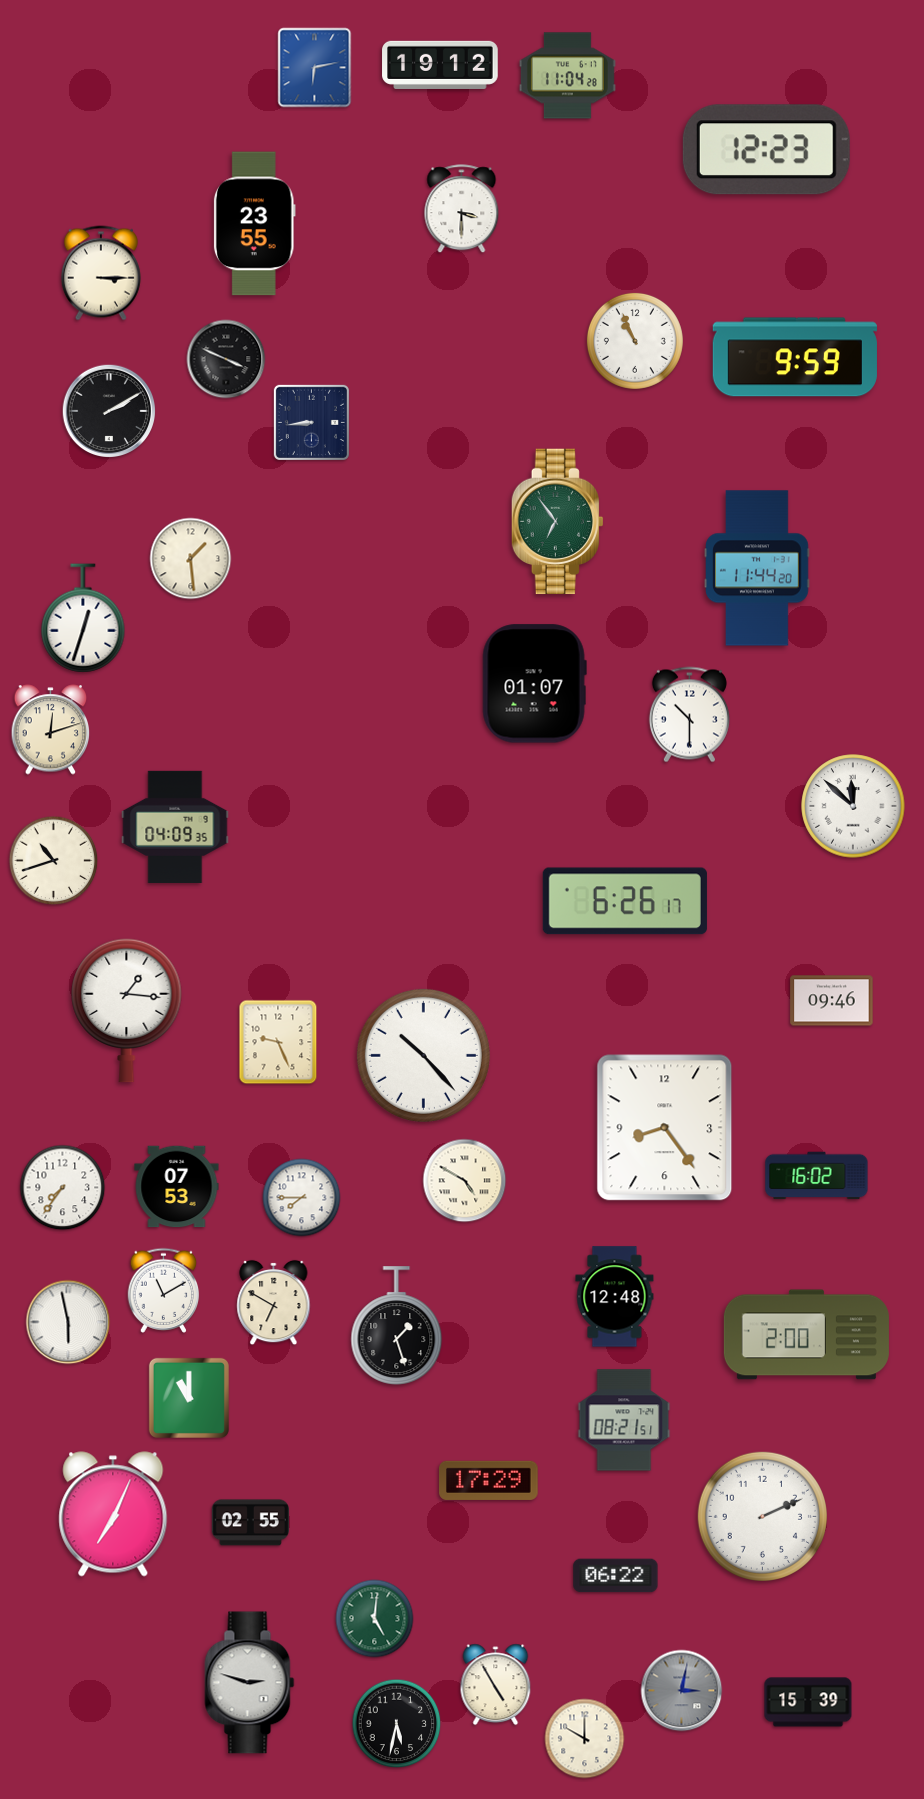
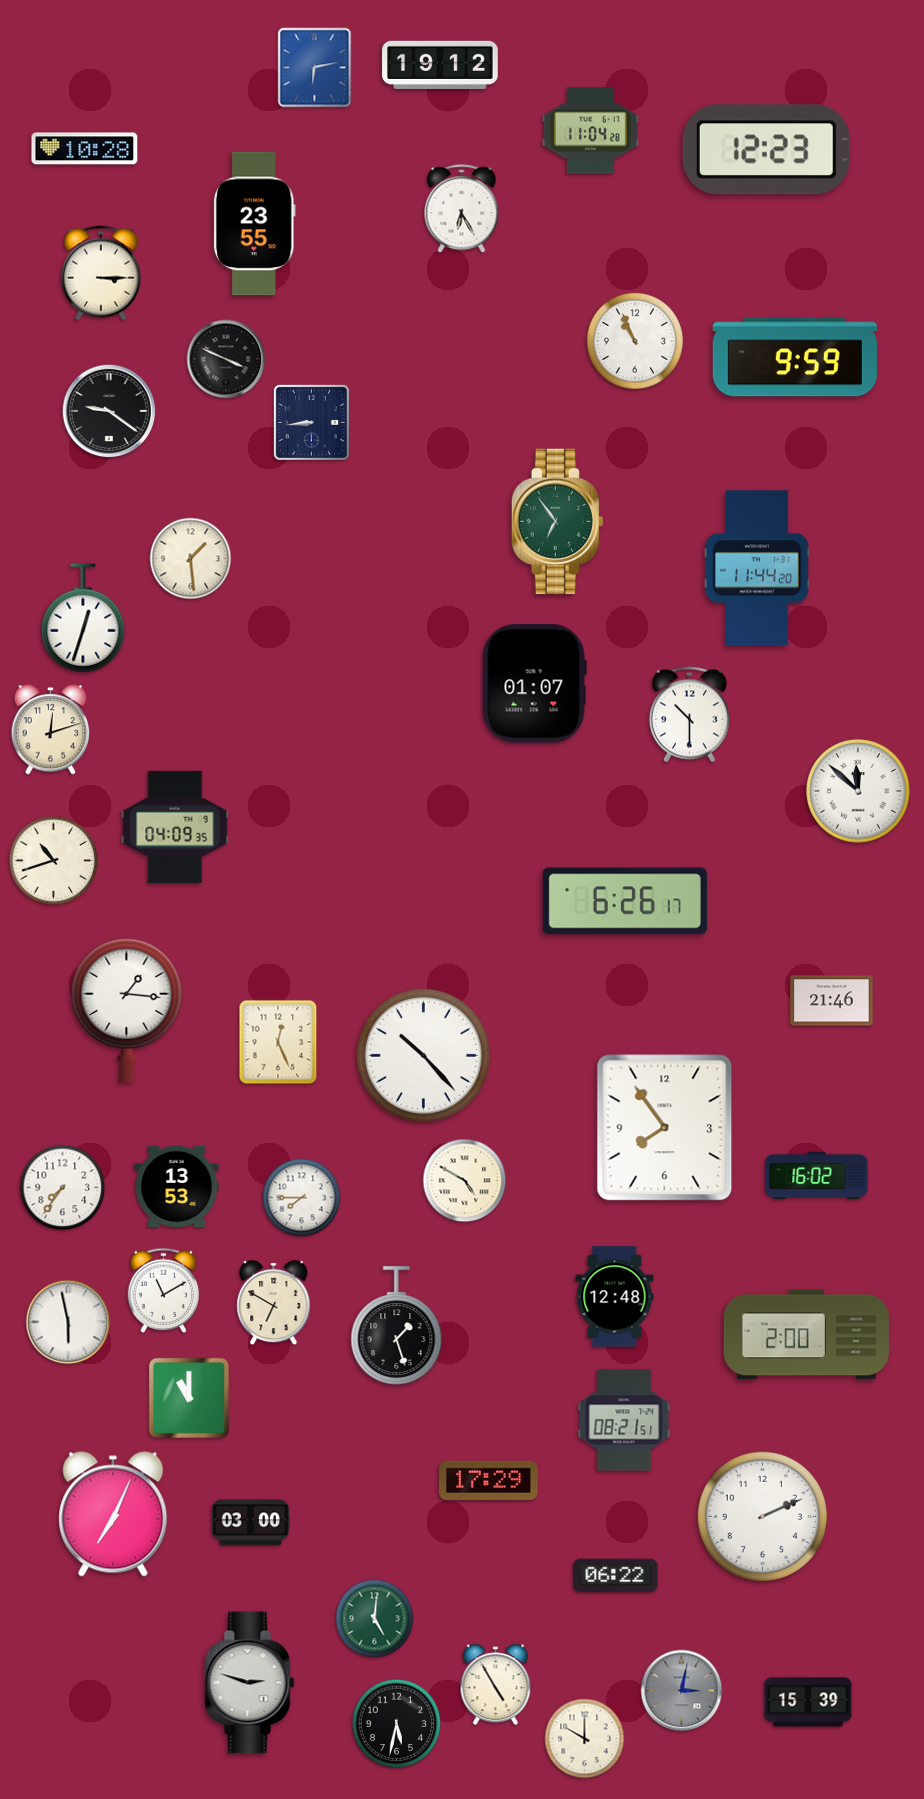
clock at (567, 76) position: (567, 76) -> (590, 131)
clock at (85, 149): none -> 10:28
clock at (462, 209): 3:30 -> 6:25
clock at (109, 411): 2:10 -> 9:21
clock at (853, 806) position: (853, 806) -> (858, 791)
clock at (832, 1001): 09:46 -> 21:46
clock at (278, 1042): 9:26 -> 12:26
clock at (665, 1128): 8:24 -> 7:54
clock at (177, 1187): 07:53 -> 13:53
clock at (250, 1523): 02:55 -> 03:00
